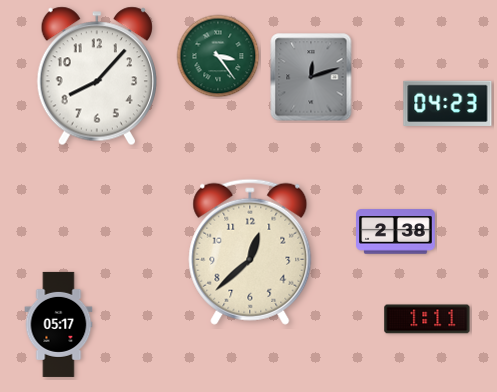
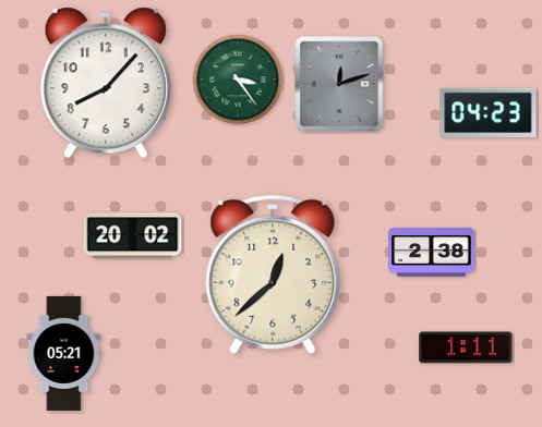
clock at (218, 56) position: (218, 56) -> (238, 80)
clock at (133, 236): none -> 20:02
clock at (59, 324): 05:17 -> 05:21
